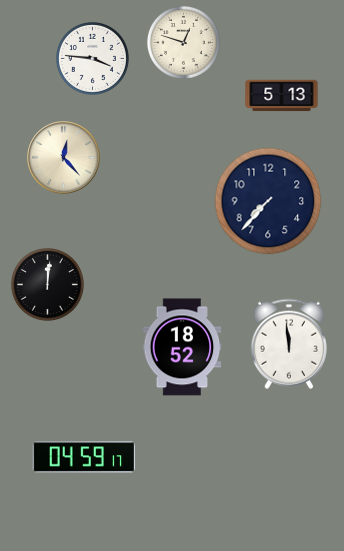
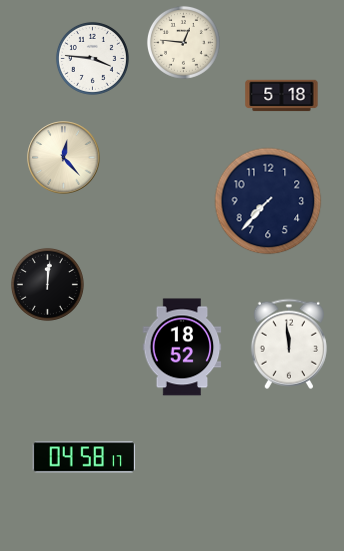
clock at (183, 42): 12:48 -> 12:46
clock at (282, 96): 5:13 -> 5:18
clock at (84, 457): 04:59 -> 04:58
